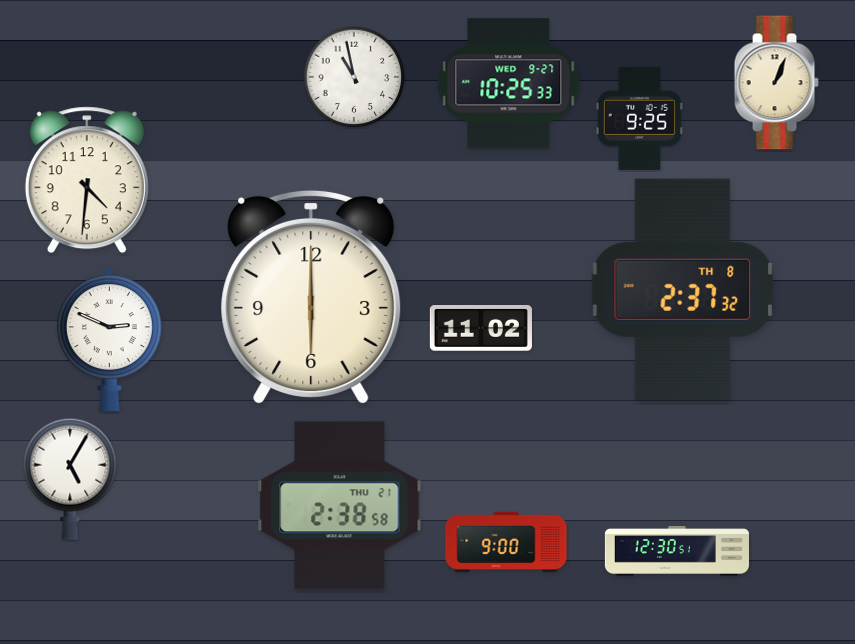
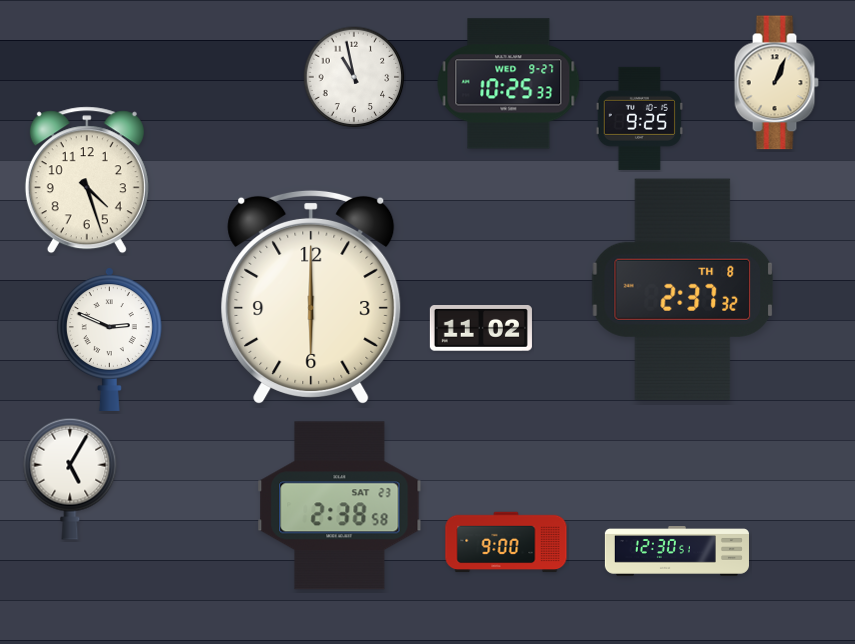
clock at (87, 180): 4:31 -> 4:27
clock at (340, 506) date: THU 21 -> SAT 23
